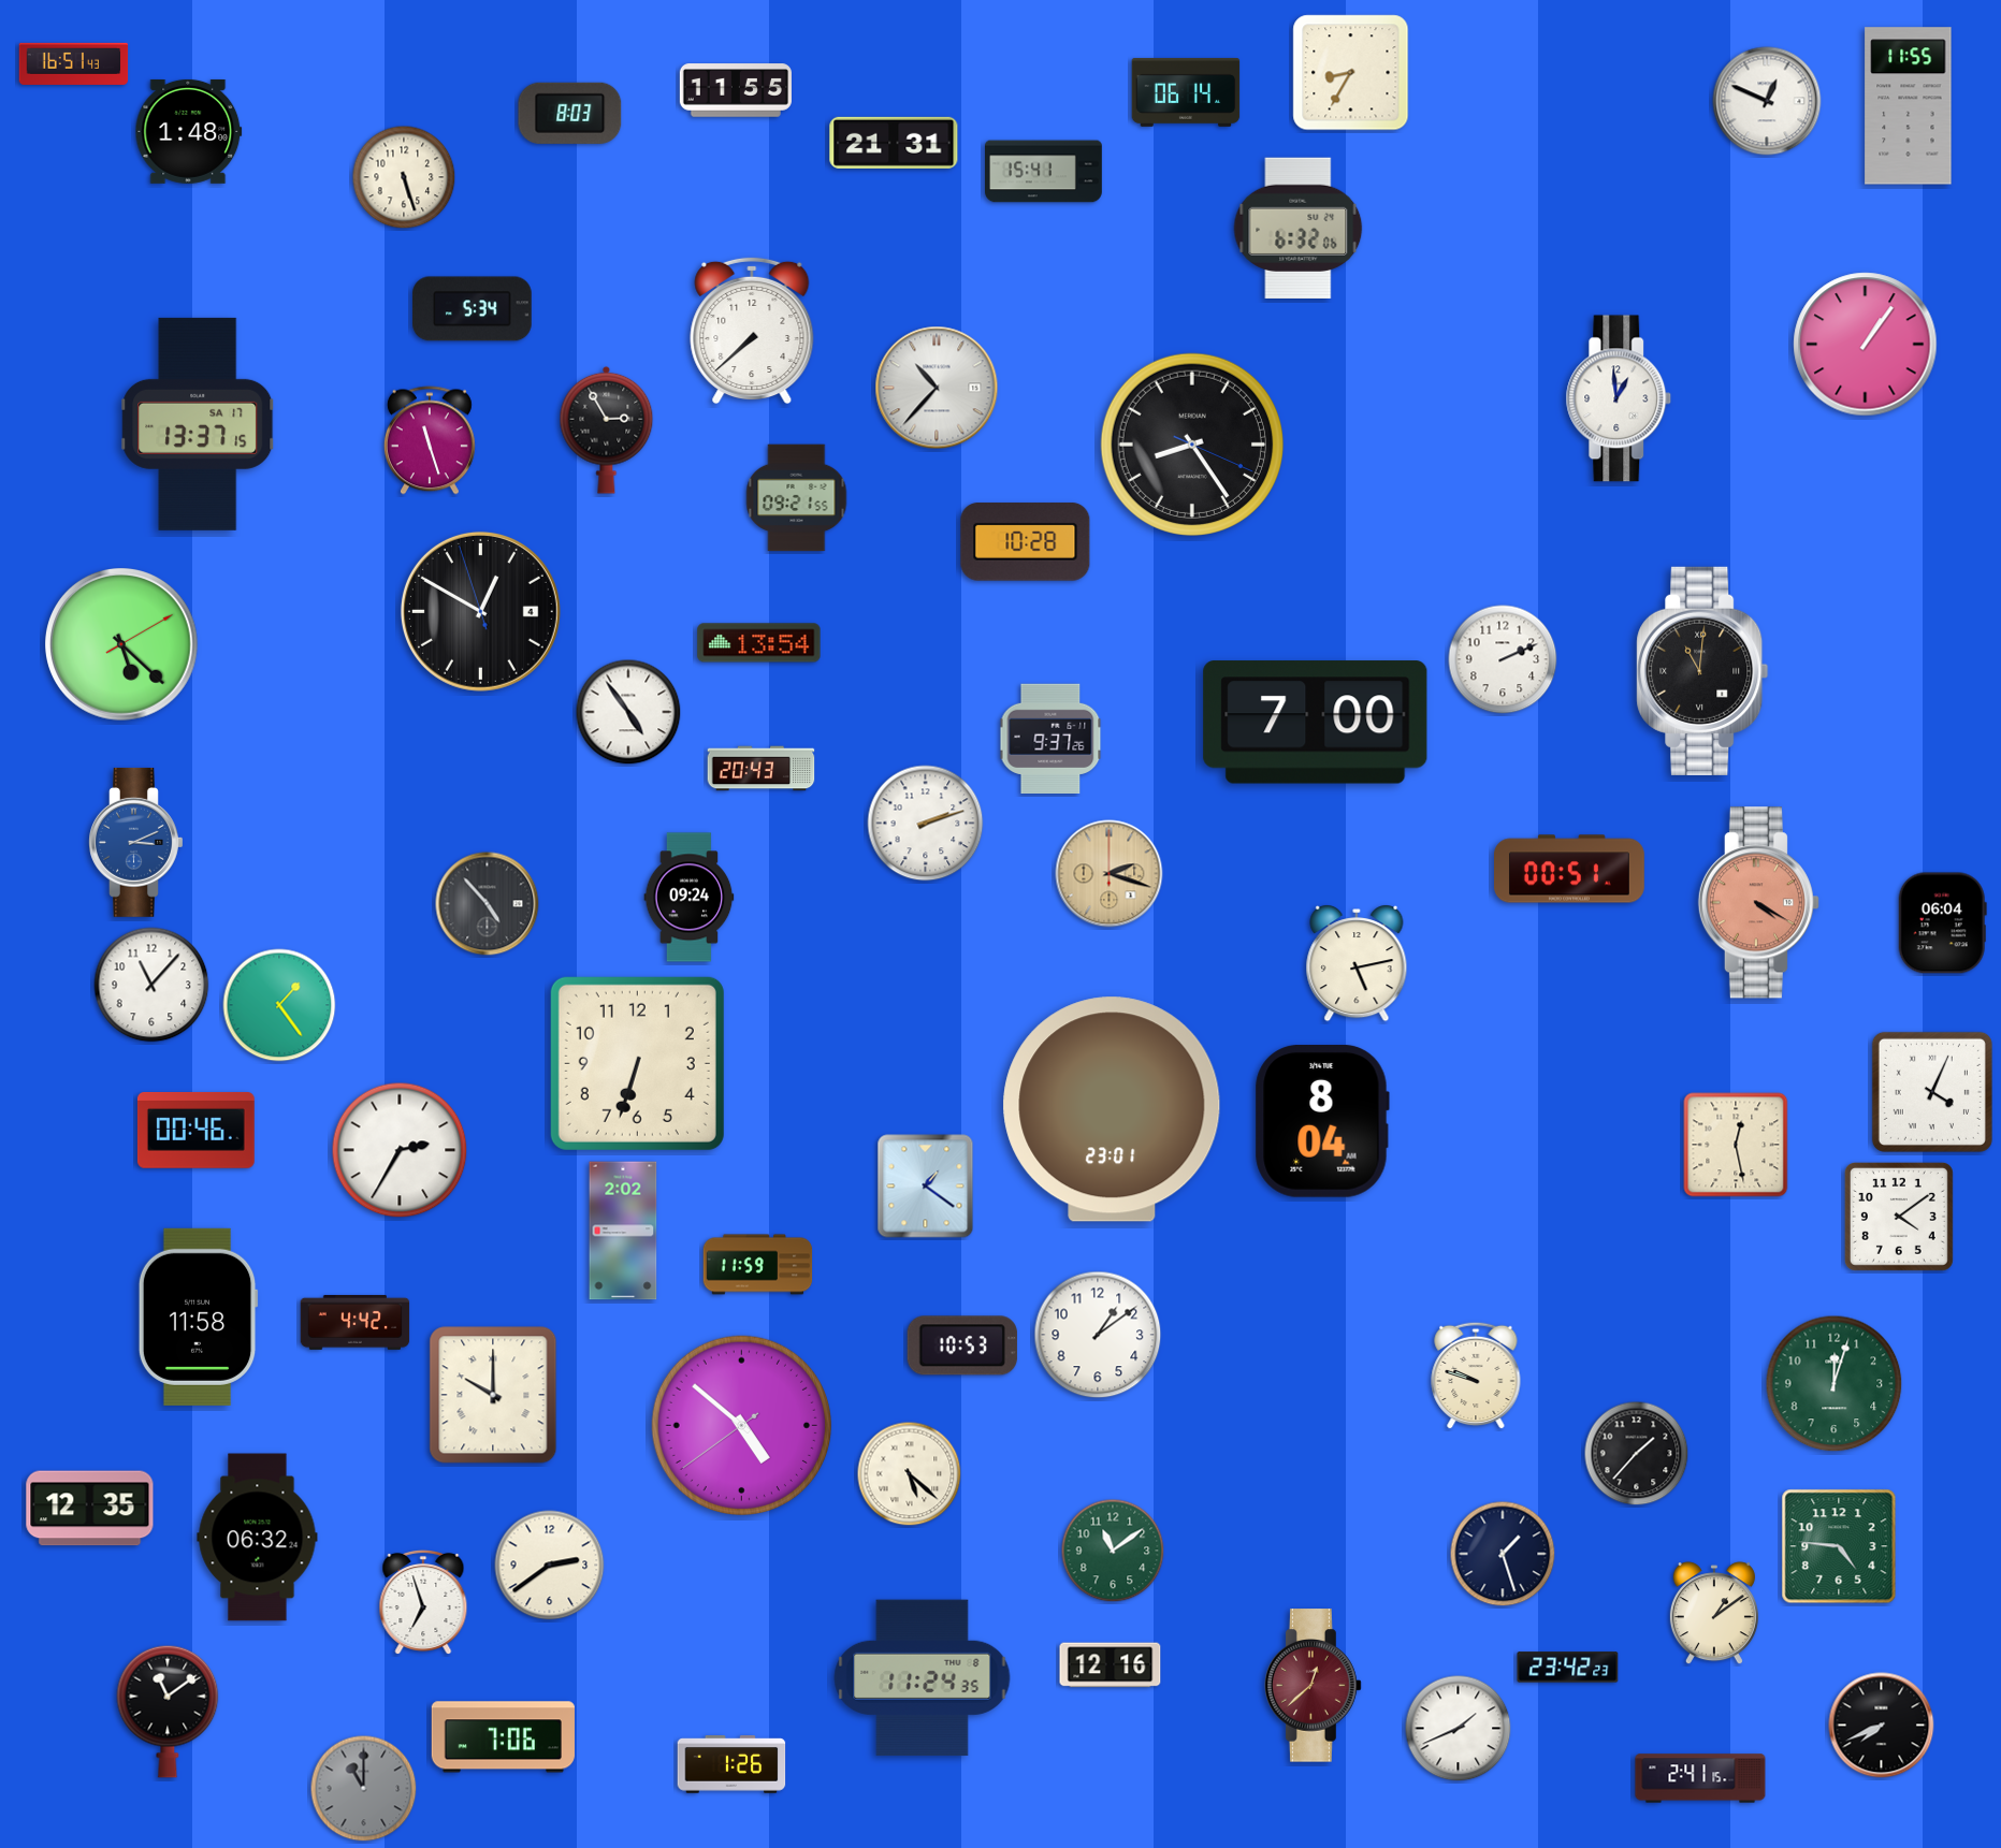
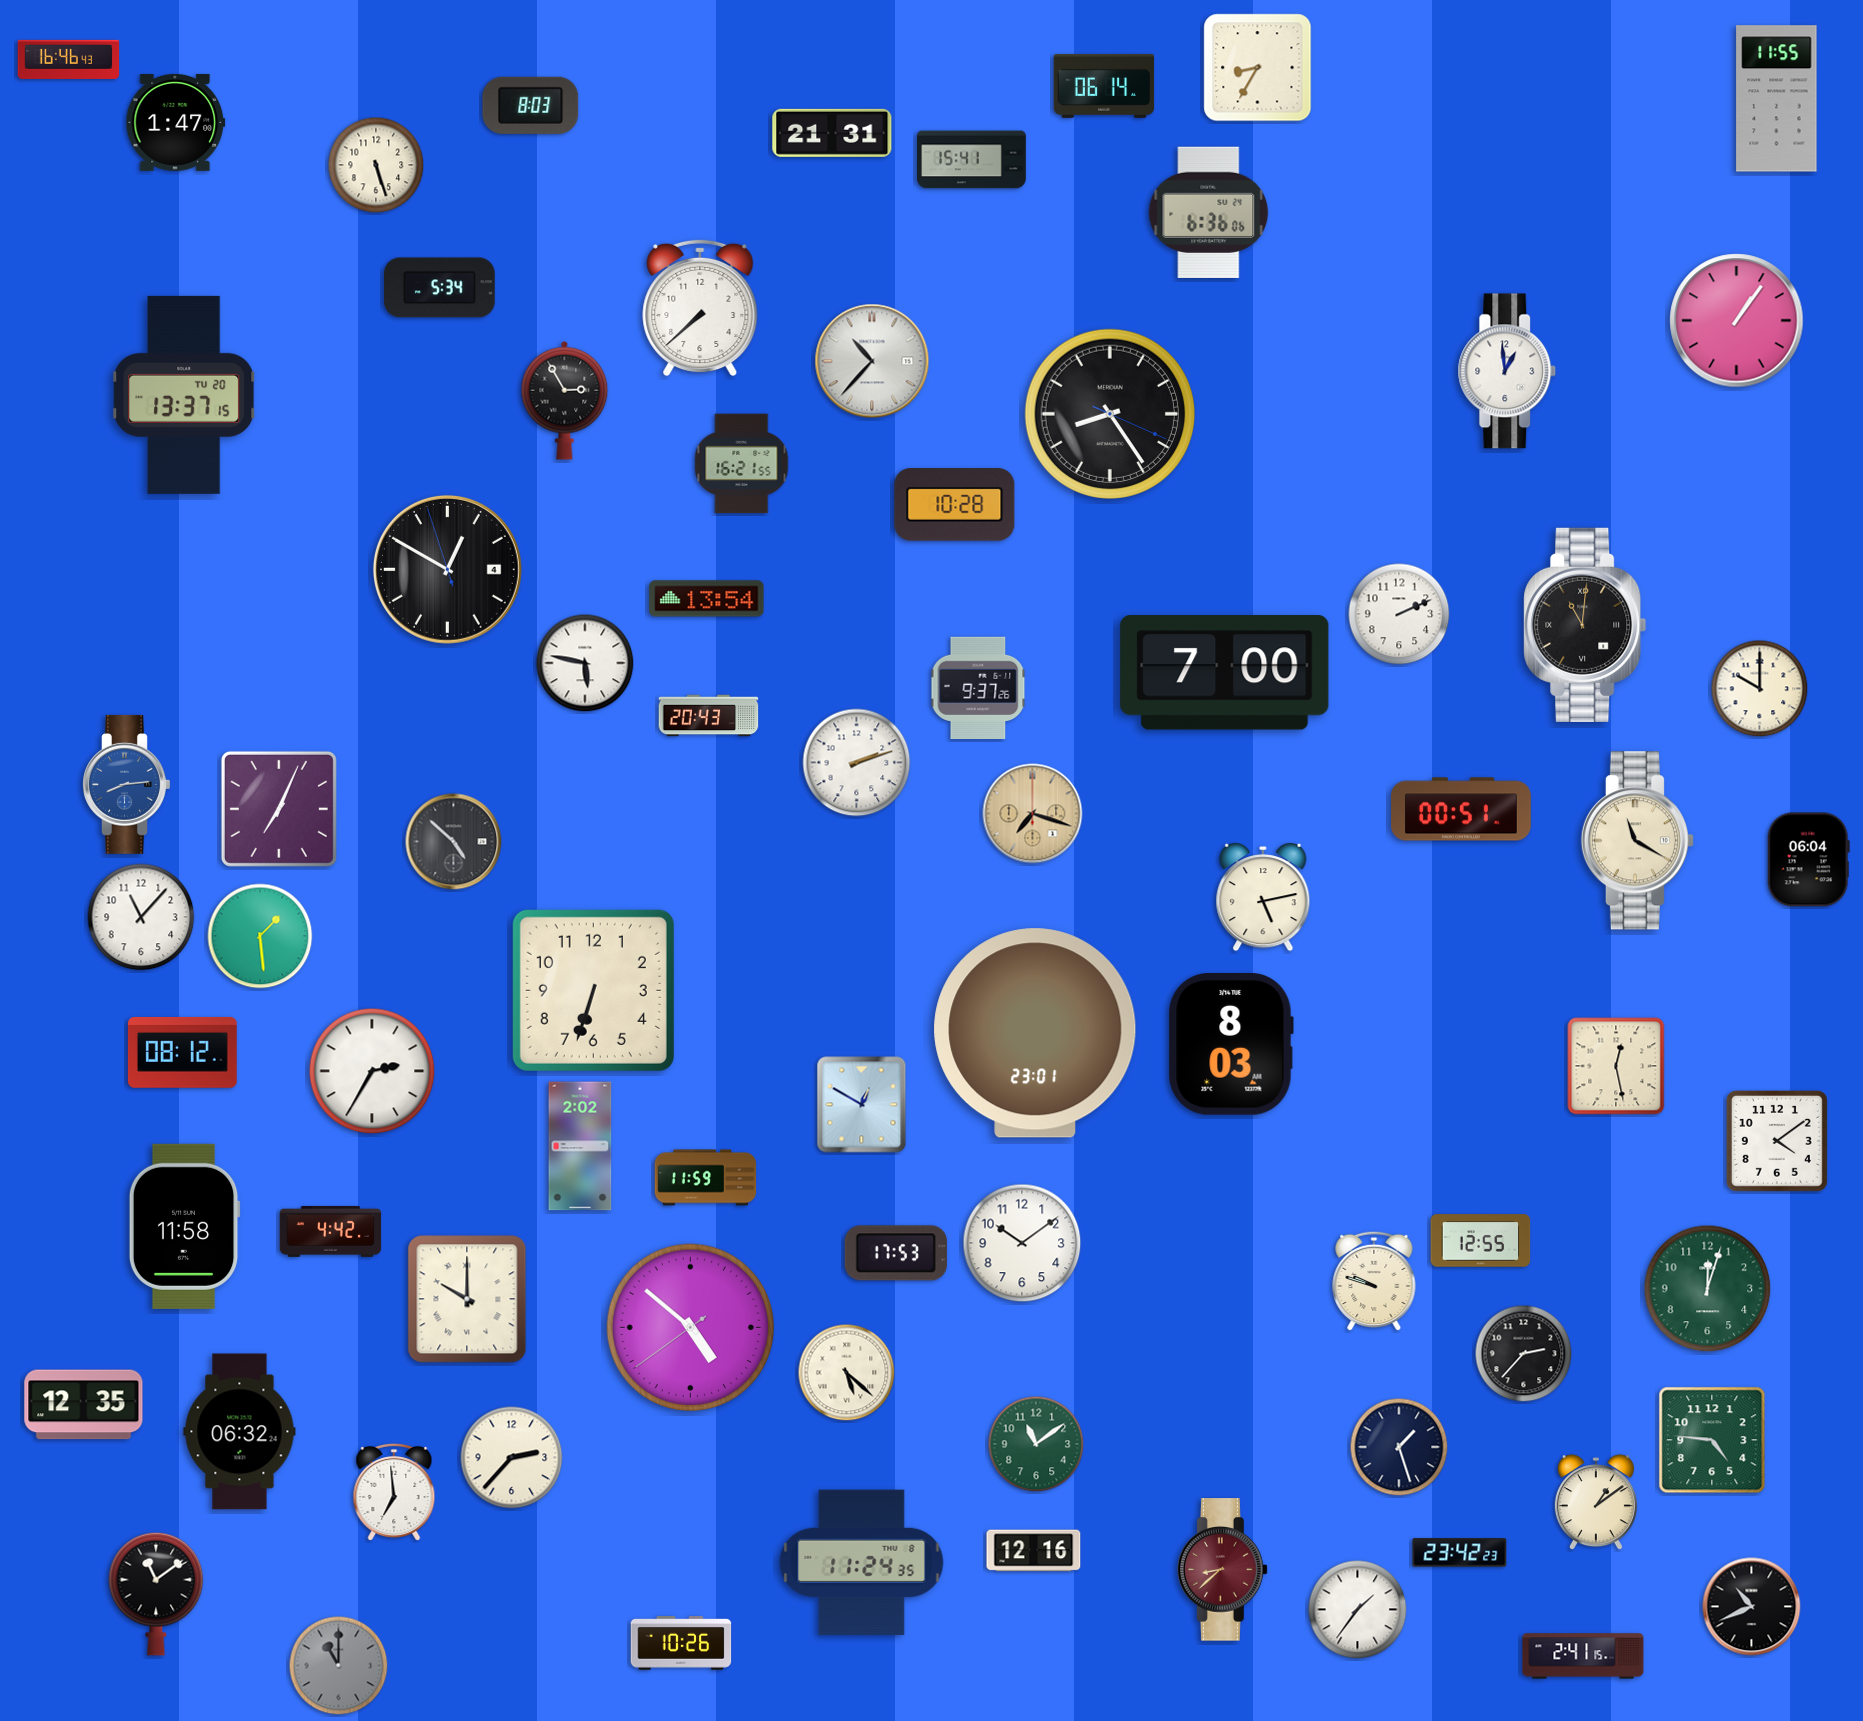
clock at (74, 63): 16:51 -> 16:46
clock at (736, 90): 11:55 -> none
clock at (1767, 101): 12:49 -> none
clock at (189, 131): 1:48 -> 1:47
clock at (1299, 228): 6:32 -> 6:36
clock at (198, 424) date: SA 17 -> TU 20
clock at (430, 440): 11:27 -> none
clock at (797, 498): 09:21 -> 16:21
clock at (122, 645): 5:22 -> none
clock at (628, 712): 4:54 -> 5:47
clock at (1760, 689): none -> 10:00
clock at (926, 824) position: (926, 824) -> (857, 763)
clock at (136, 842): 3:11 -> 8:14
clock at (279, 809): none -> 7:04
clock at (1110, 874): 2:18 -> 7:18
clock at (690, 898): 09:24 -> none
clock at (1758, 903): 4:20 -> 11:20
clock at (1758, 903) dial: salmon -> cream
clock at (488, 904): 4:53 -> 4:52
clock at (279, 1005): 1:24 -> 1:29
clock at (1932, 1092): 4:04 -> none
clock at (1322, 1122): 8:04 -> 8:03
clock at (195, 1130): 00:46 -> 08:12
clock at (926, 1187): 1:21 -> 12:50
clock at (1899, 1217) position: (1899, 1217) -> (1777, 1141)
clock at (1481, 1241): none -> 12:55
clock at (1098, 1335): 1:09 -> 10:09
clock at (962, 1345): 10:53 -> 17:53
clock at (493, 1395) position: (493, 1395) -> (467, 1299)
clock at (1637, 1454): 1:37 -> 2:37
clock at (550, 1566): 2:39 -> 2:37
clock at (423, 1601): 6:57 -> 6:59
clock at (923, 1678) position: (923, 1678) -> (862, 1563)
clock at (1314, 1686): 12:38 -> 8:38
clock at (1882, 1726): 7:41 -> 10:41
clock at (1459, 1729): 1:41 -> 1:36
clock at (503, 1737): 7:06 -> none
clock at (731, 1765): 1:26 -> 10:26
